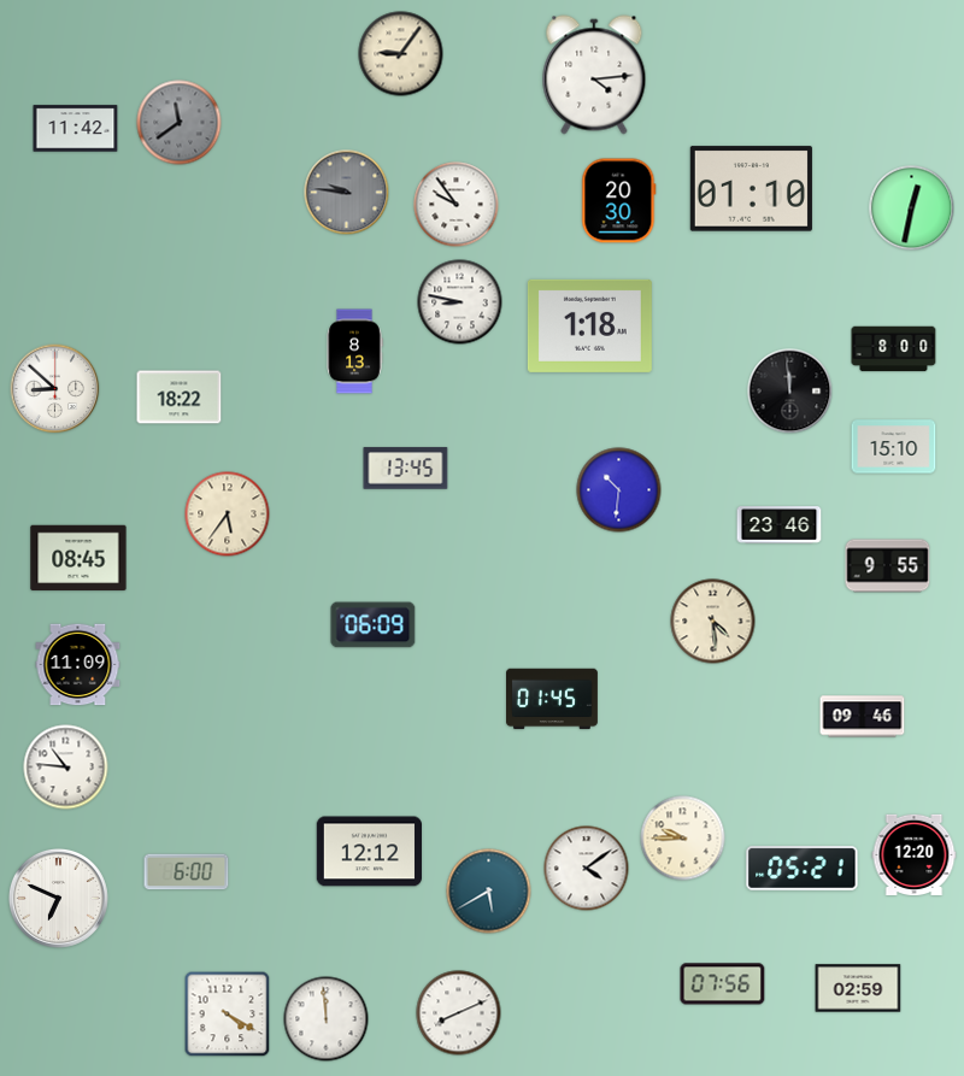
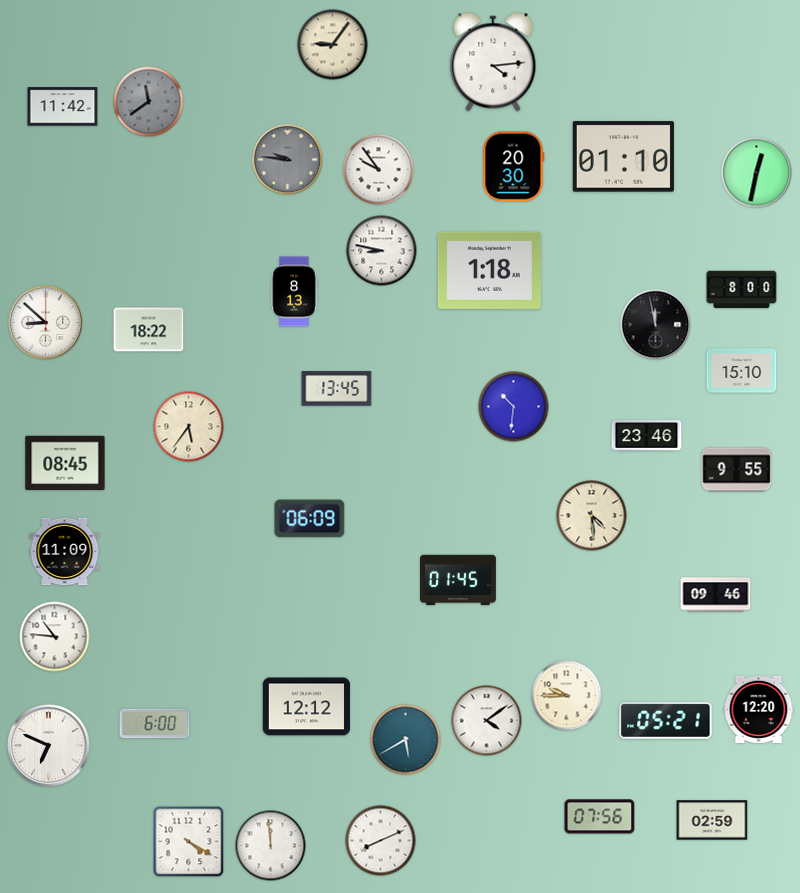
clock at (790, 392): 11:59 -> 11:58
